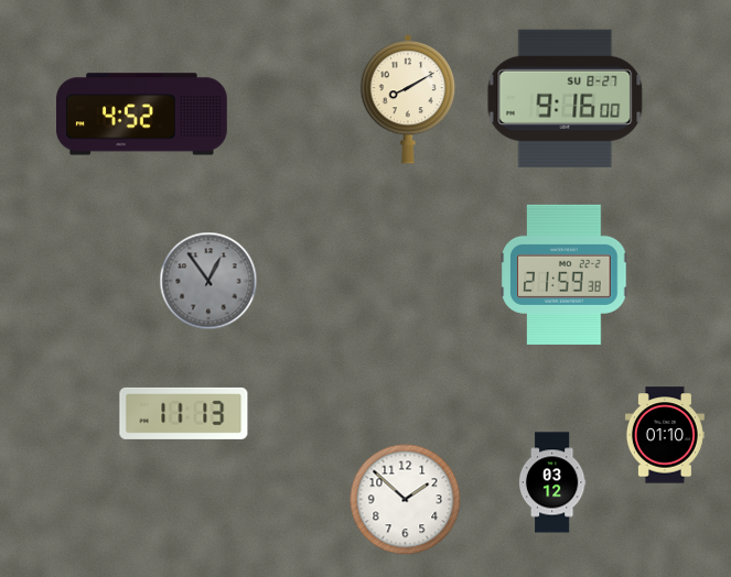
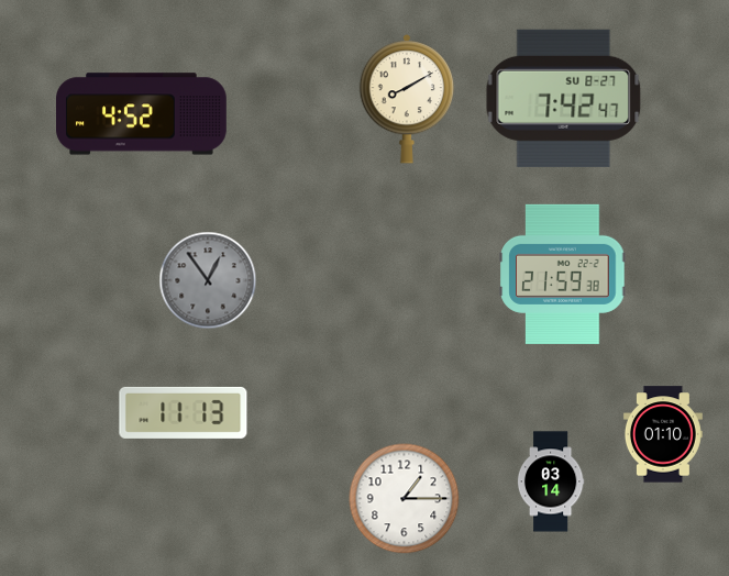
clock at (566, 98): 9:16 -> 7:42
clock at (552, 482): 03:12 -> 03:14
clock at (406, 500): 1:52 -> 1:15
